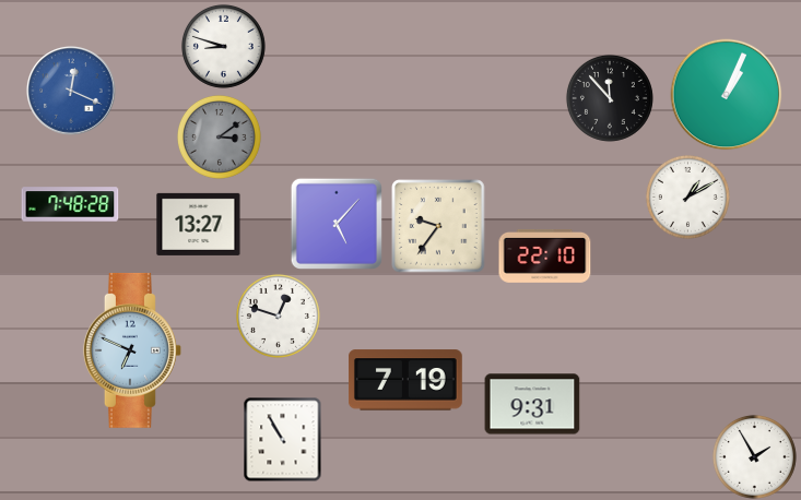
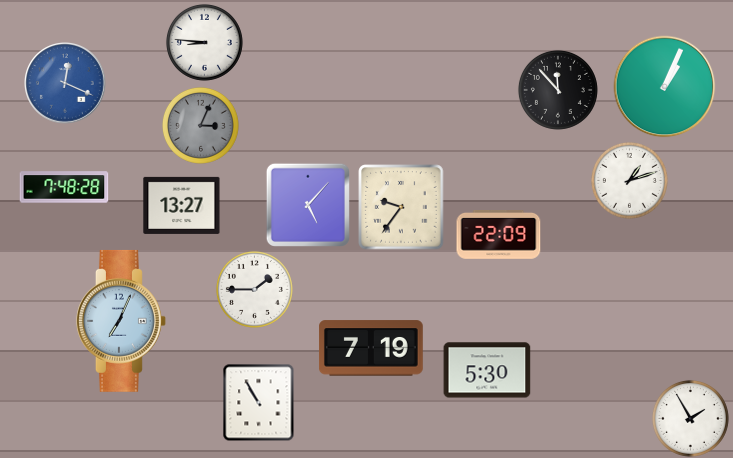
clock at (223, 46): 8:48 -> 8:46
clock at (219, 136): 3:09 -> 3:04
clock at (687, 197): 1:10 -> 1:12
clock at (545, 257): 22:10 -> 22:09
clock at (278, 316): 12:48 -> 1:45
clock at (132, 350): 6:49 -> 7:04
clock at (532, 404): 9:31 -> 5:30
